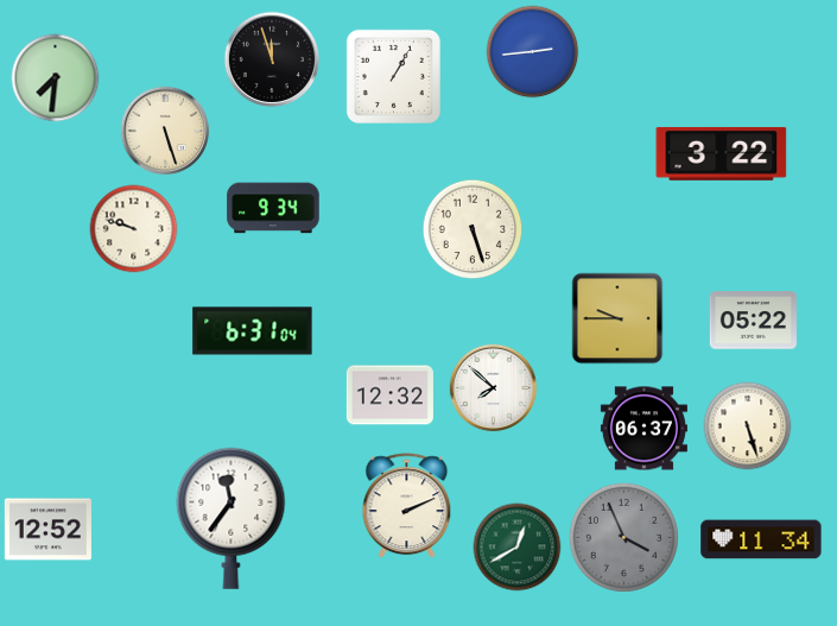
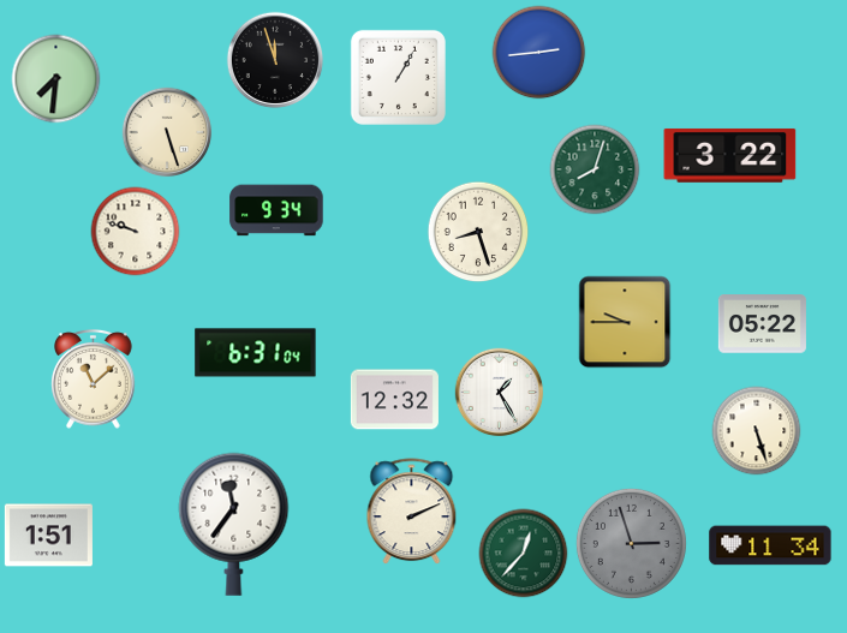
clock at (595, 169): none -> 8:03
clock at (473, 229): 5:27 -> 8:27
clock at (253, 331) position: (253, 331) -> (256, 353)
clock at (94, 378): none -> 11:08
clock at (494, 388): 7:52 -> 1:25
clock at (643, 429): 06:37 -> none
clock at (47, 530): 12:52 -> 1:51
clock at (623, 537): 3:56 -> 2:57
clock at (518, 548): 12:40 -> 12:37
